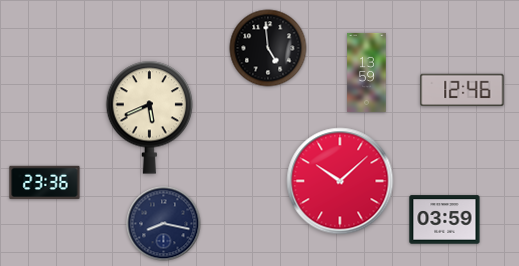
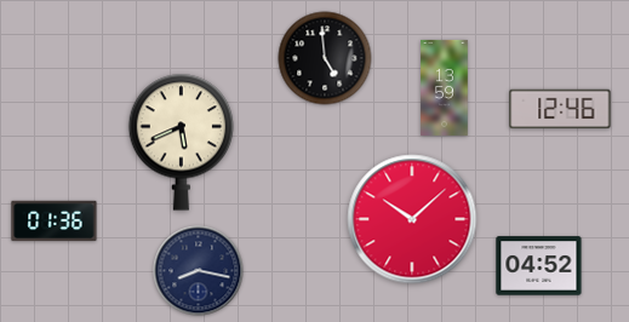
clock at (45, 183): 23:36 -> 01:36
clock at (445, 220): 03:59 -> 04:52
